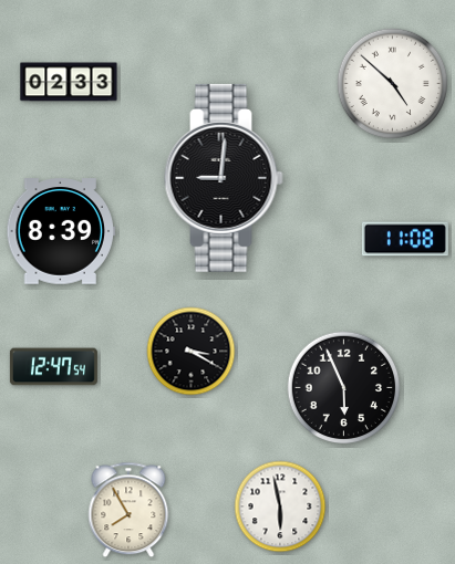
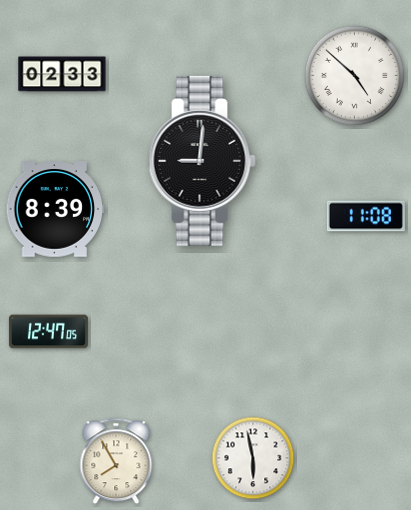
clock at (192, 352): 3:20 -> none
clock at (53, 367): 12:47:54 -> 12:47:05
clock at (344, 388): 5:56 -> none
